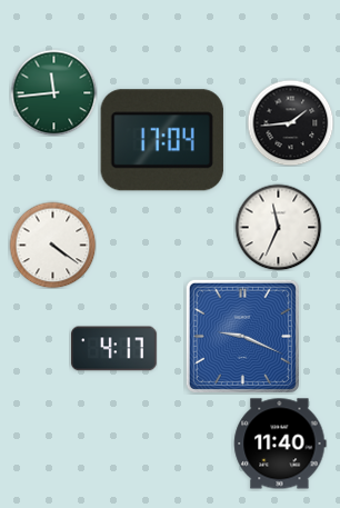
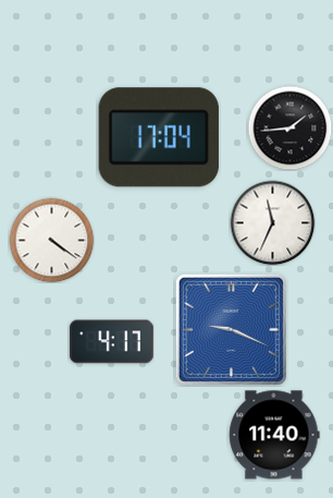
clock at (53, 92): 11:44 -> none
clock at (290, 122) position: (290, 122) -> (289, 127)
clock at (242, 336) position: (242, 336) -> (231, 329)
